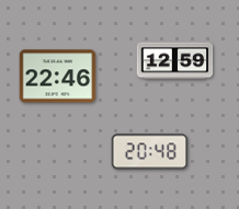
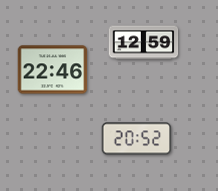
clock at (175, 61) position: (175, 61) -> (144, 43)
clock at (150, 152): 20:48 -> 20:52
